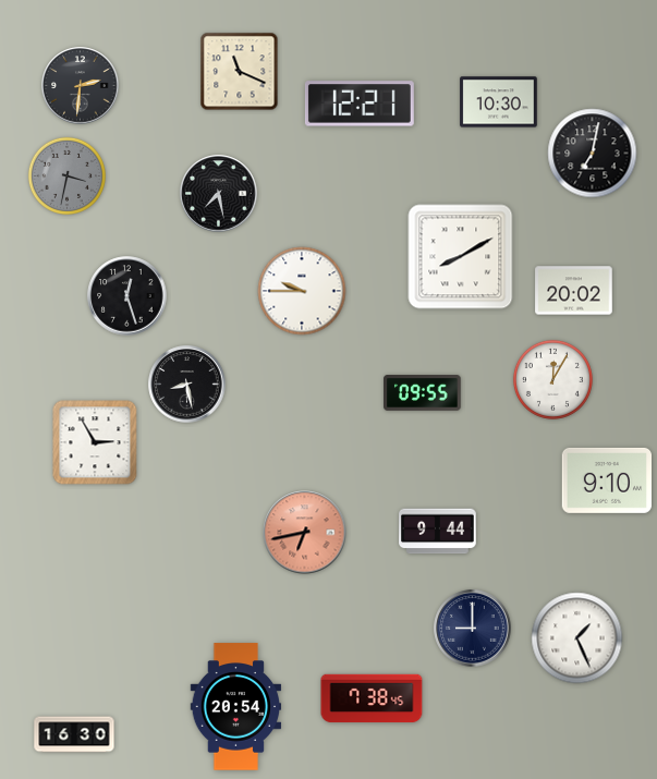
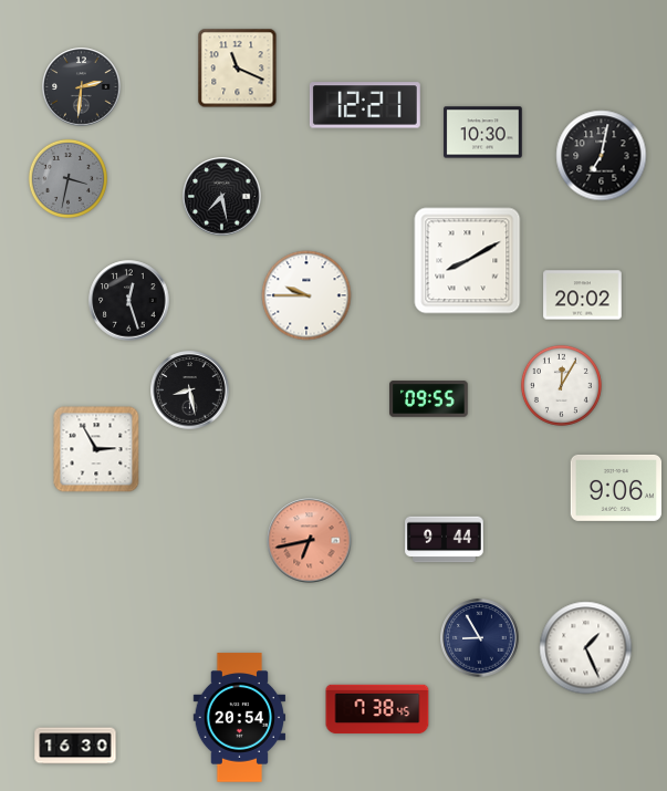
clock at (240, 72) position: (240, 72) -> (238, 69)
clock at (499, 102) position: (499, 102) -> (483, 133)
clock at (606, 480): 9:10 -> 9:06
clock at (473, 629): 9:00 -> 8:55
